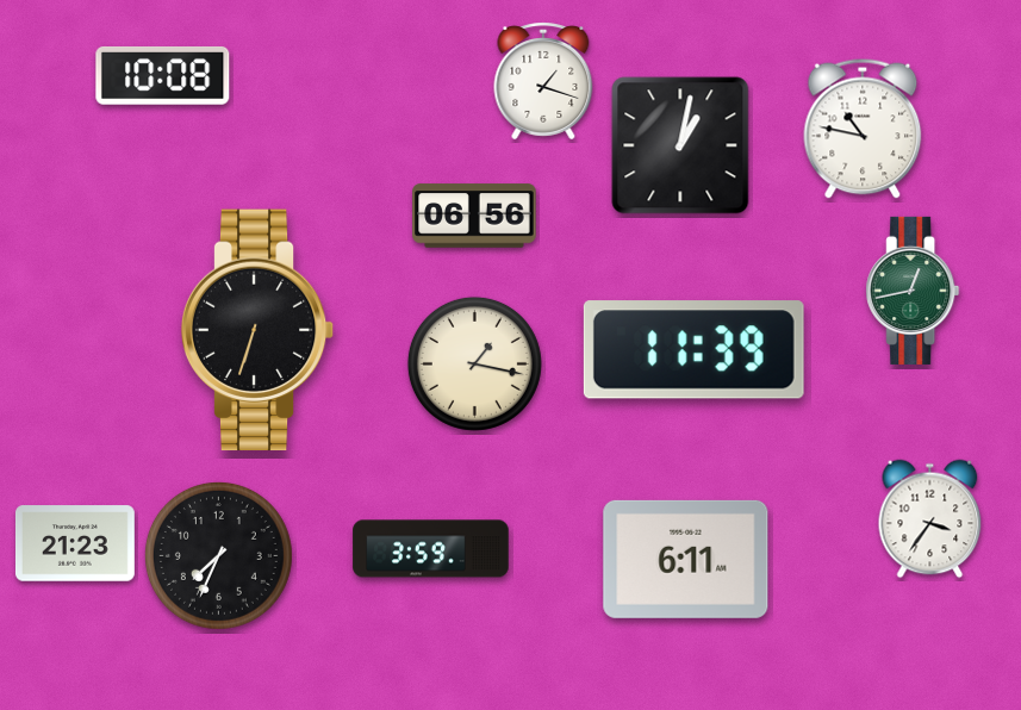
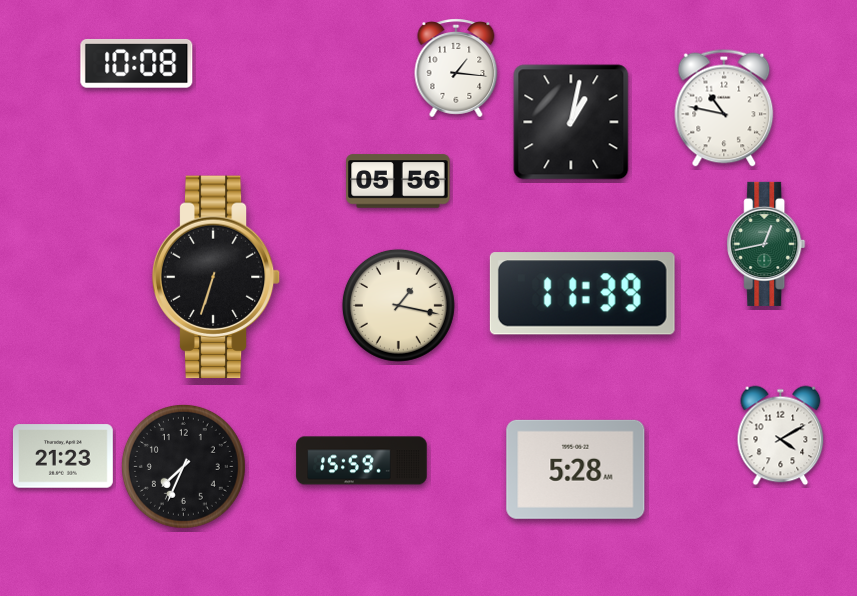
clock at (543, 81): 1:18 -> 1:16
clock at (474, 216): 06:56 -> 05:56
clock at (930, 519): 3:36 -> 4:10
clock at (431, 549): 3:59 -> 15:59
clock at (686, 559): 6:11 -> 5:28
